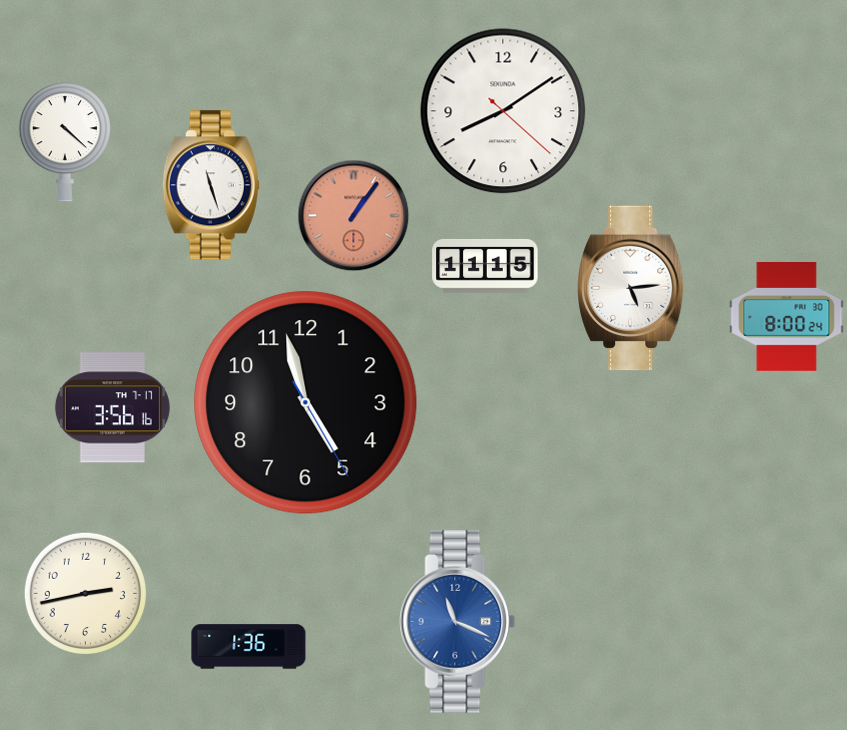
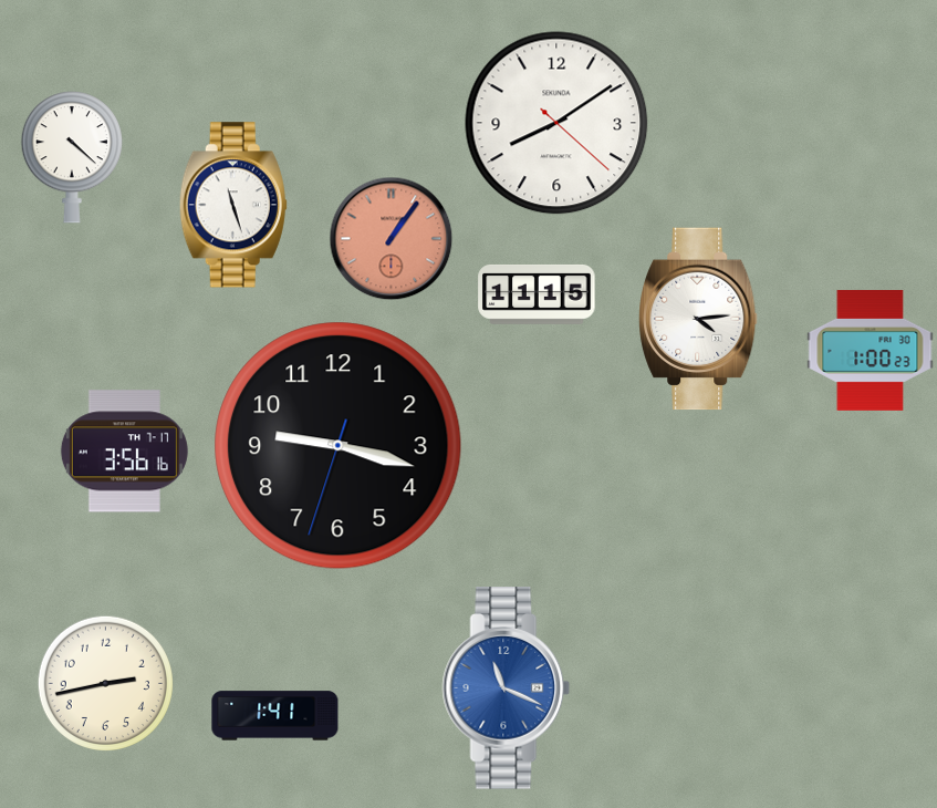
clock at (631, 288): 5:14 -> 4:14
clock at (787, 317): 8:00 -> 1:00
clock at (306, 403): 4:57 -> 9:17
clock at (85, 593) position: (85, 593) -> (105, 683)
clock at (249, 647): 1:36 -> 1:41
